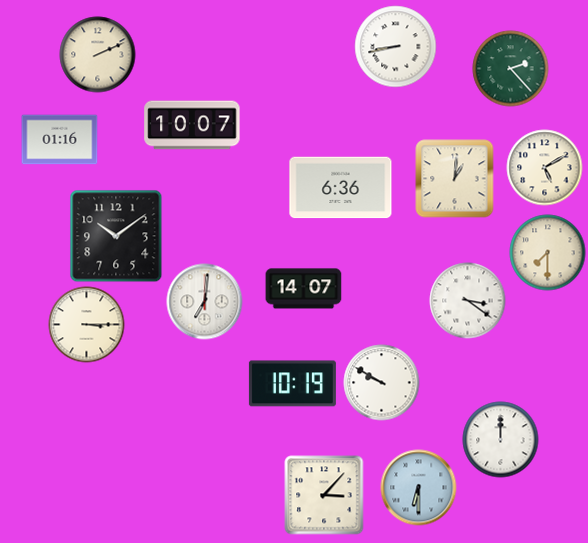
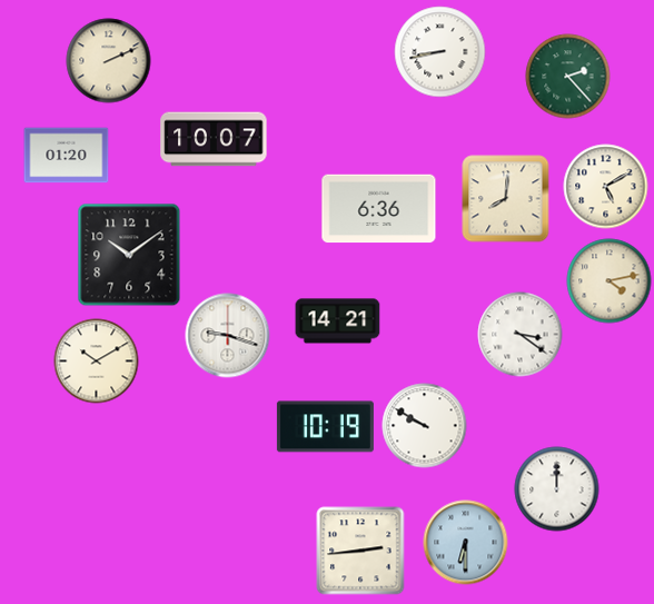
clock at (60, 140): 01:16 -> 01:20
clock at (455, 179): 1:01 -> 8:01
clock at (116, 236) position: (116, 236) -> (129, 255)
clock at (548, 253): 7:30 -> 4:13
clock at (304, 289): 14:07 -> 14:21
clock at (205, 302): 7:01 -> 9:18
clock at (87, 325): 3:15 -> 10:10
clock at (324, 495): 3:07 -> 2:44
